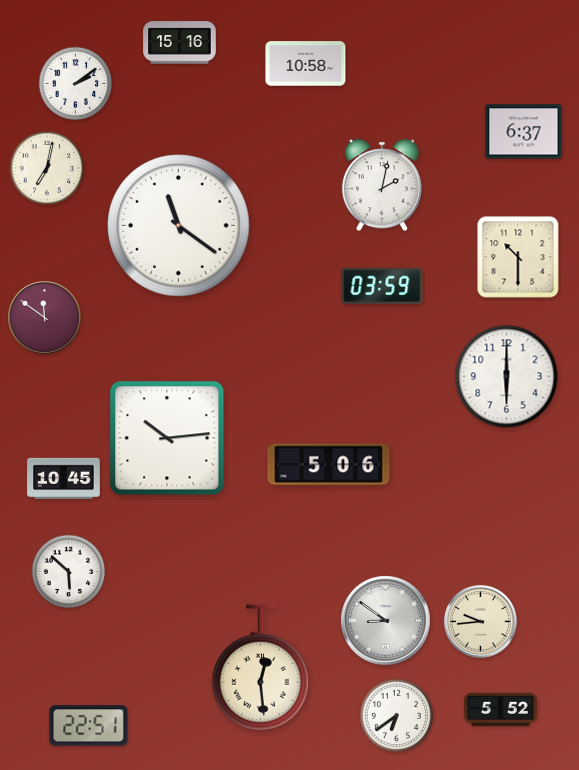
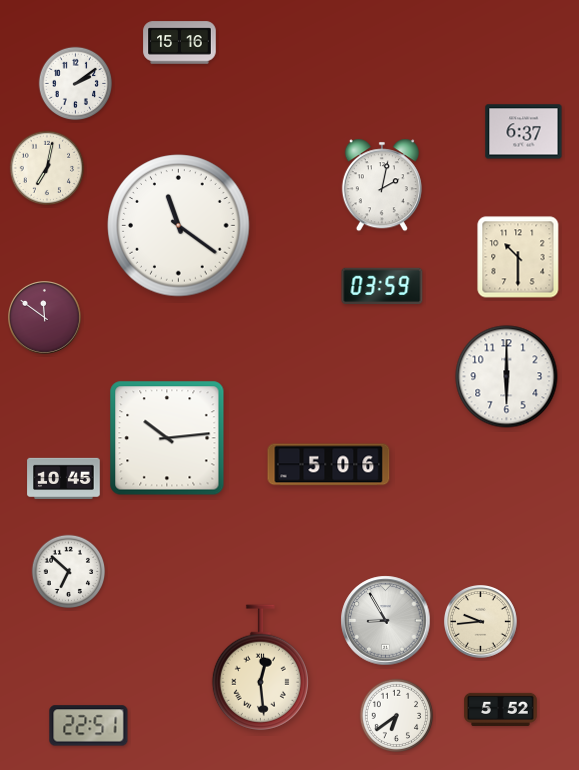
clock at (306, 64): 10:58 -> none
clock at (69, 572): 5:52 -> 6:52
clock at (386, 621): 8:51 -> 8:55
